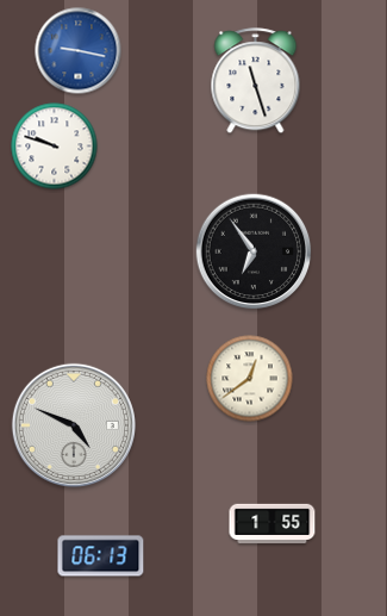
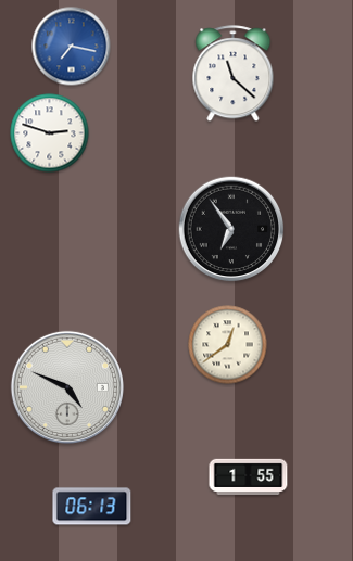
clock at (79, 51): 9:17 -> 7:17
clock at (256, 81): 11:27 -> 11:22
clock at (55, 147): 9:48 -> 2:48
